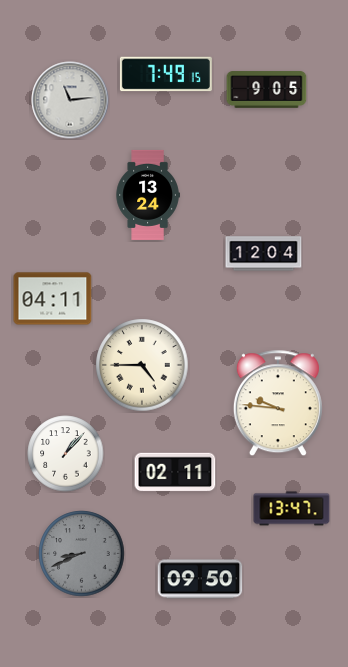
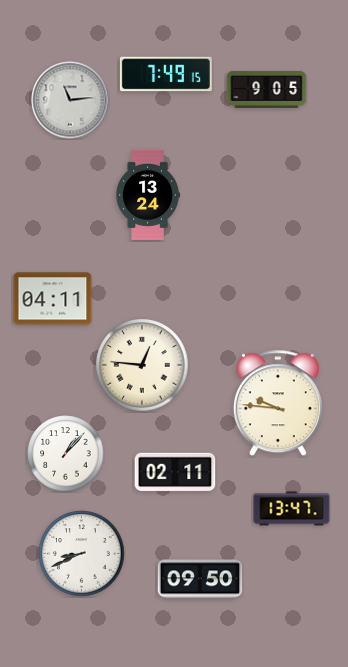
clock at (264, 254): 12:04 -> none
clock at (142, 365): 4:45 -> 12:46
clock at (82, 554) dial: grey -> white
